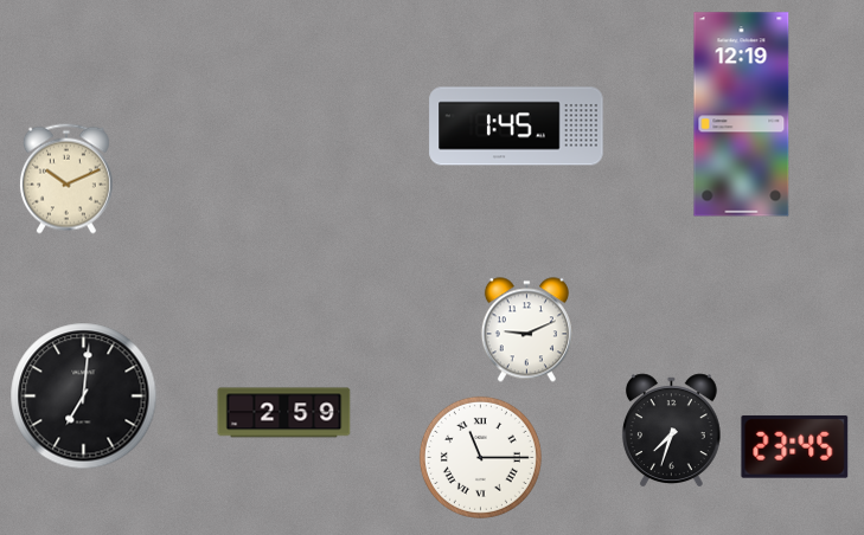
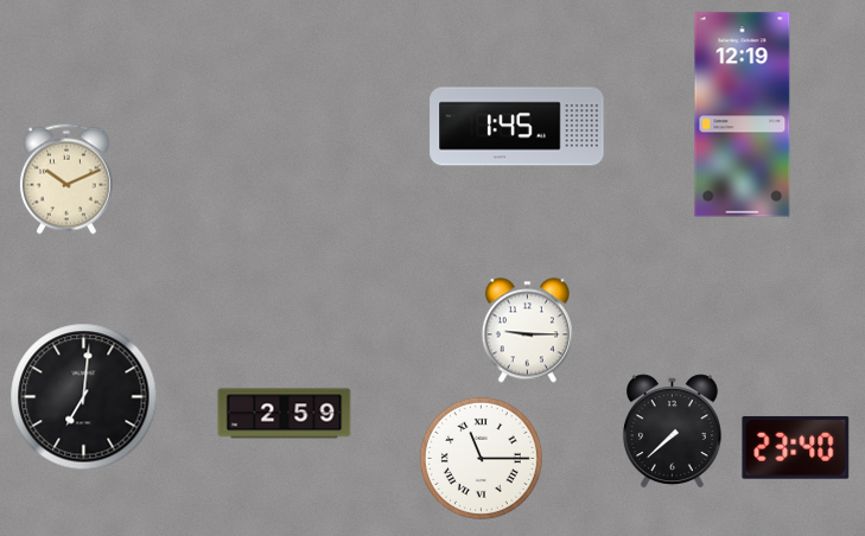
clock at (526, 330): 9:11 -> 9:15
clock at (671, 430): 7:33 -> 7:38
clock at (795, 446): 23:45 -> 23:40
